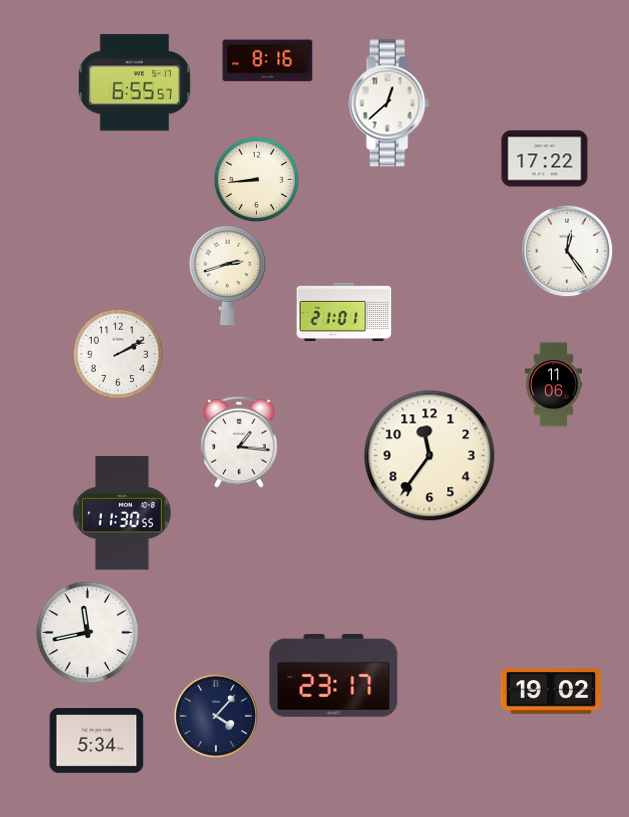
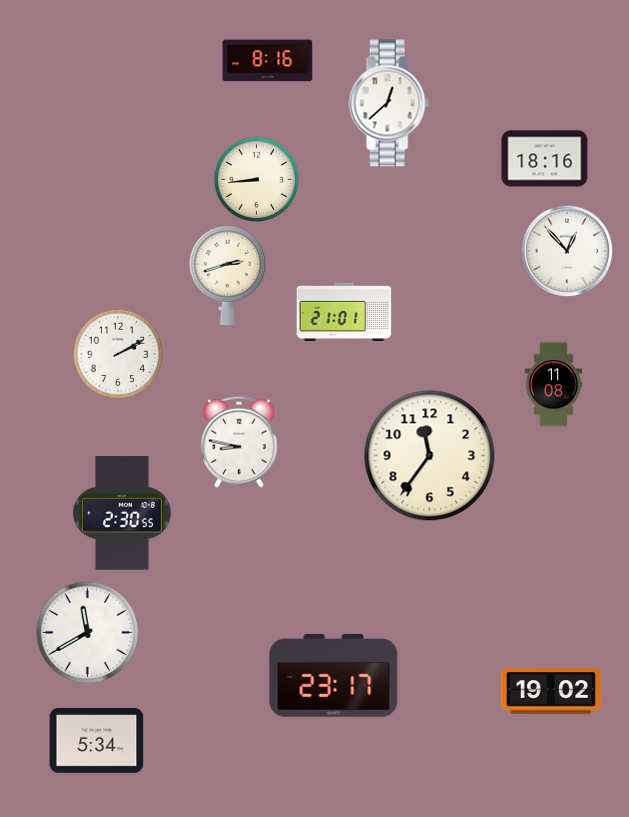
clock at (134, 83): 6:55 -> none
clock at (545, 159): 17:22 -> 18:16
clock at (567, 251): 12:24 -> 12:53
clock at (553, 385): 11:06 -> 11:08
clock at (239, 442): 1:16 -> 8:47
clock at (122, 513): 11:30 -> 2:30
clock at (88, 633): 11:43 -> 11:40
clock at (216, 716): 4:07 -> none
